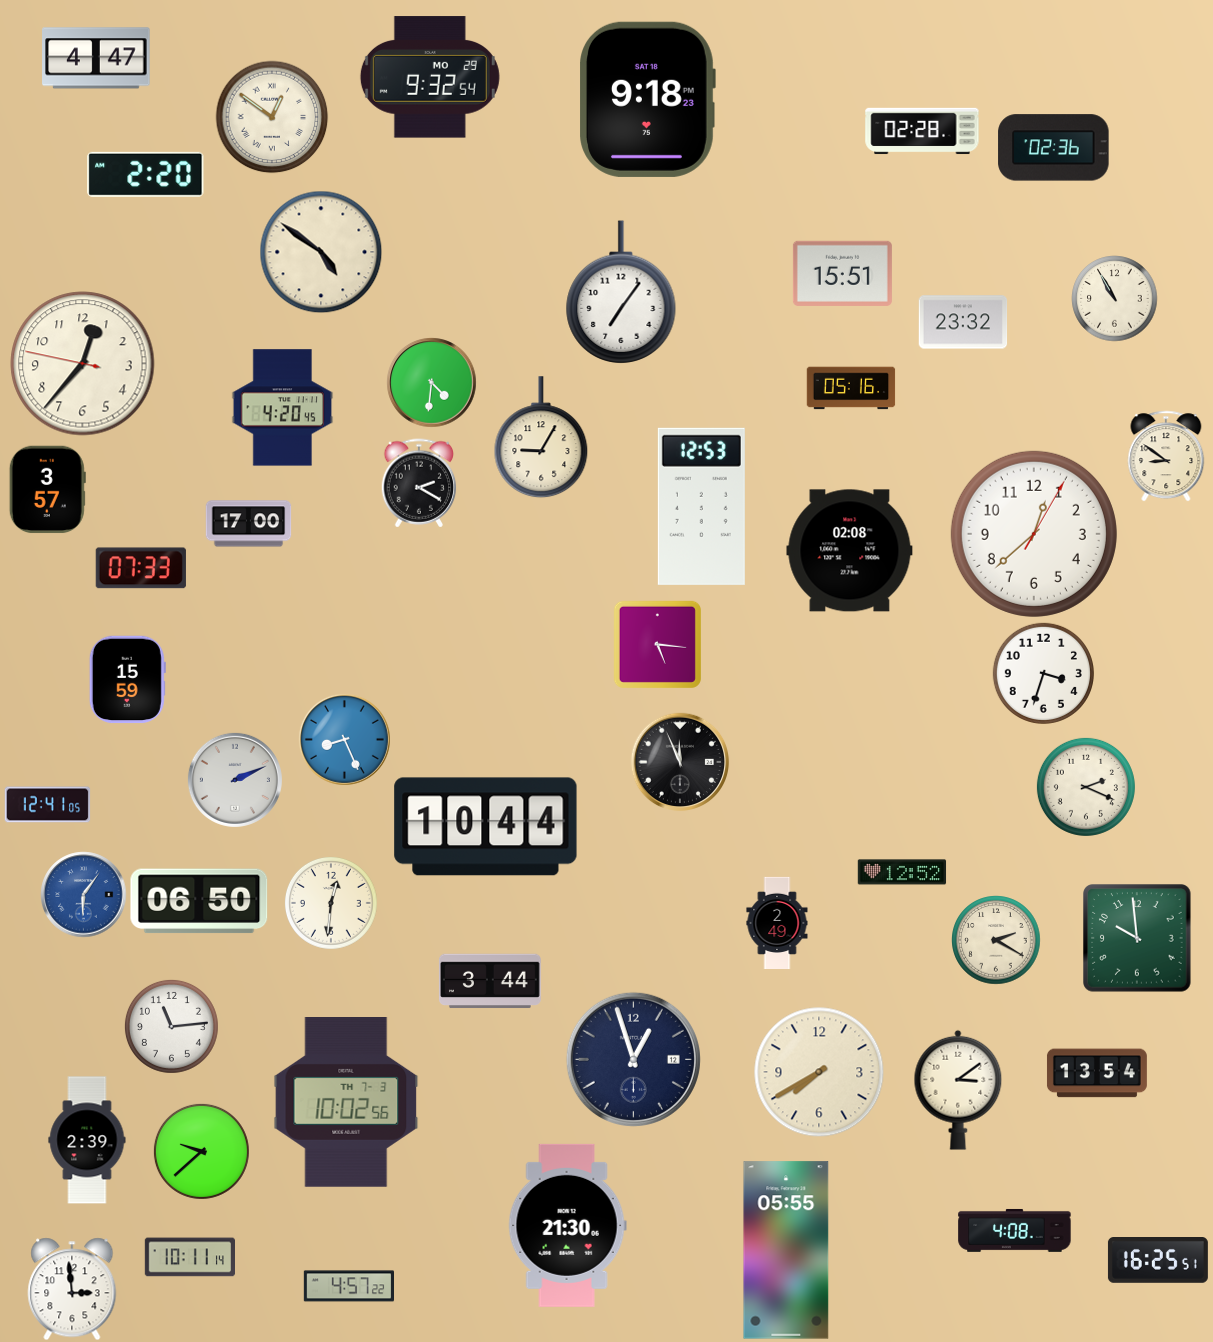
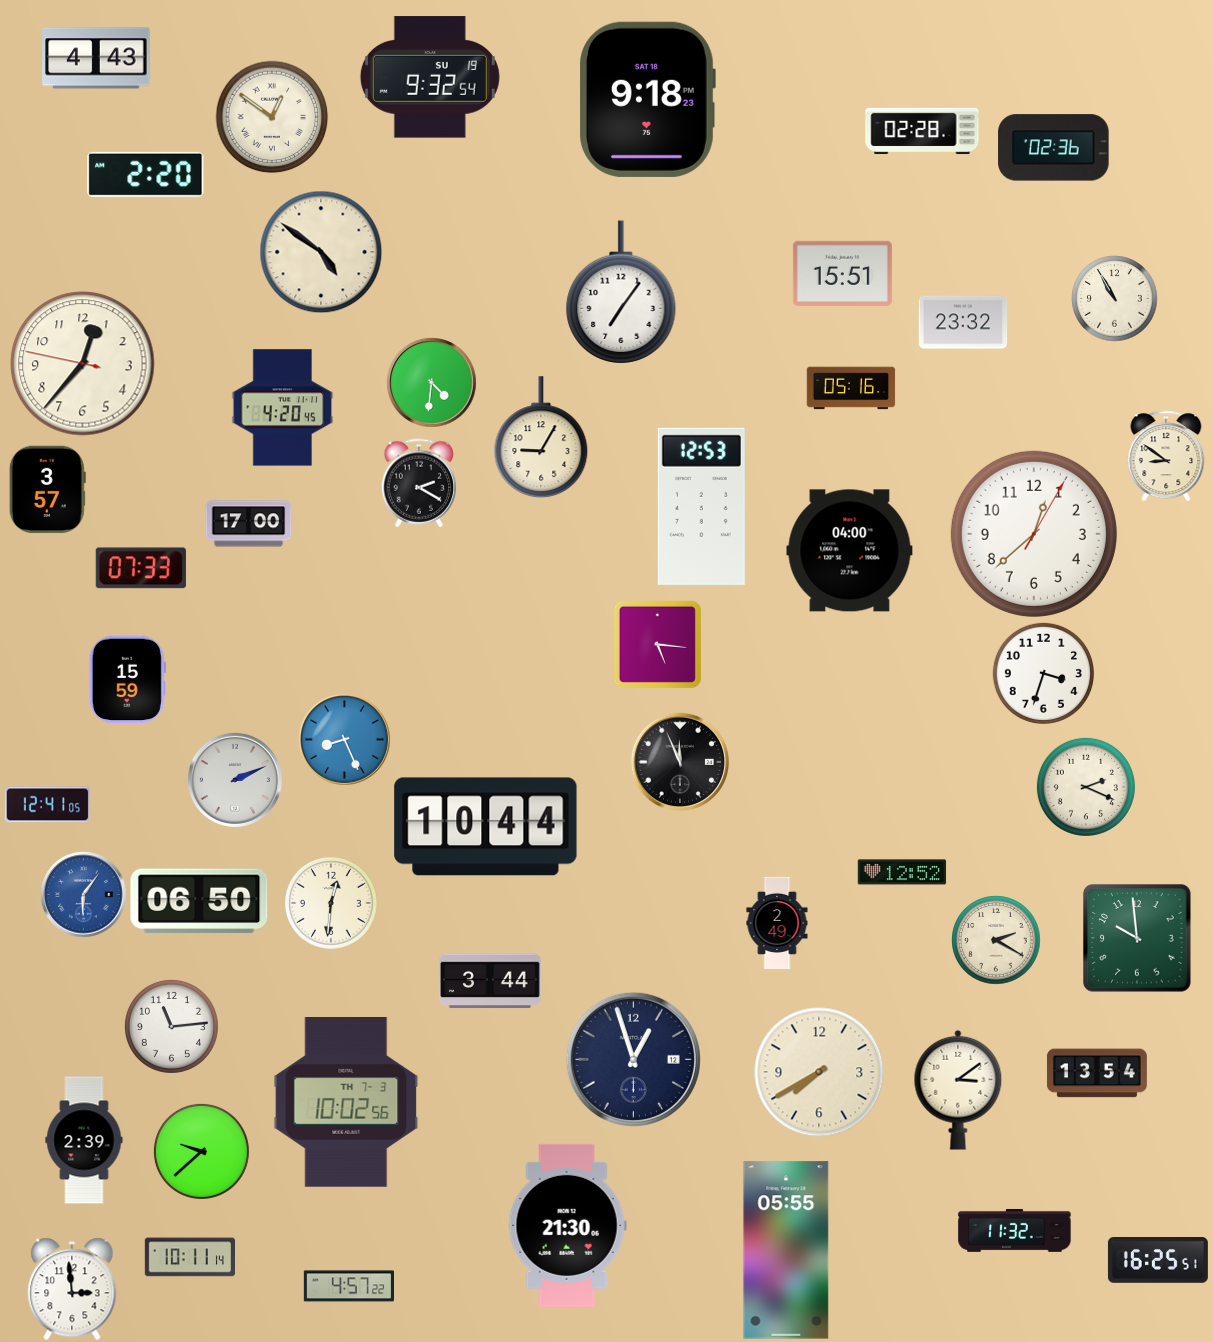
clock at (96, 58): 4:47 -> 4:43
clock at (430, 77) date: MO 29 -> SU 19
clock at (850, 551): 02:08 -> 04:00
clock at (87, 1140) position: (87, 1140) -> (84, 1140)
clock at (1015, 1230): 4:08 -> 11:32
